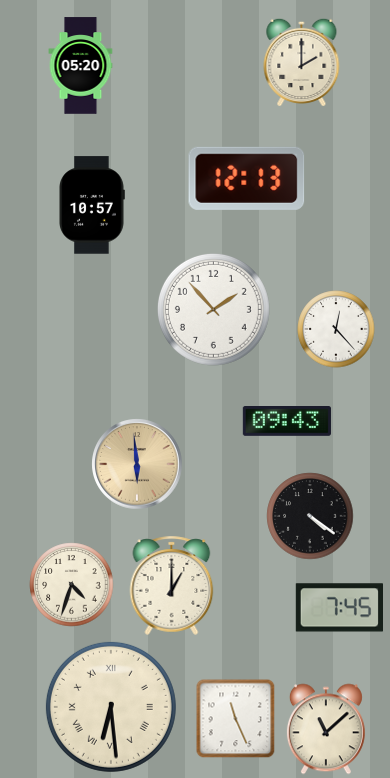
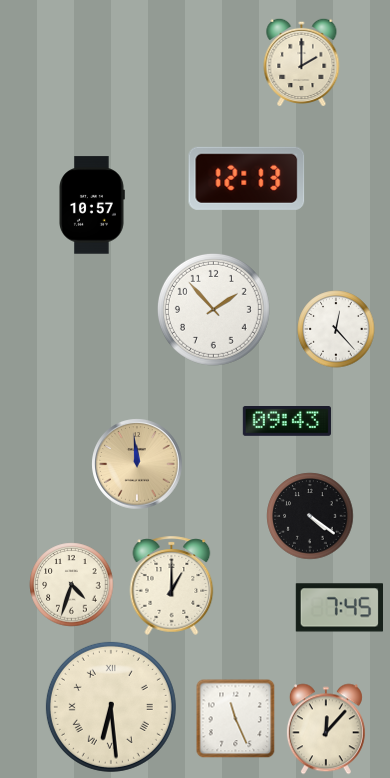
clock at (81, 66): 05:20 -> none
clock at (137, 464): 5:59 -> 11:59
clock at (326, 729): 11:08 -> 12:07
